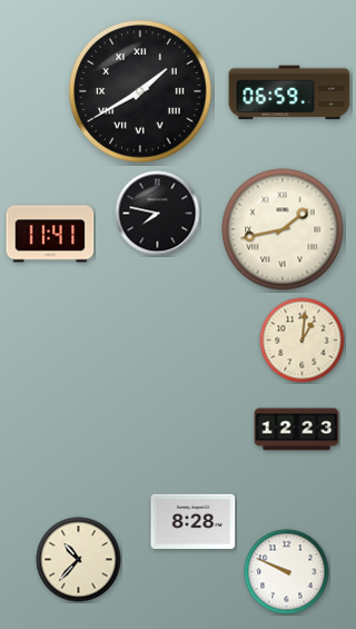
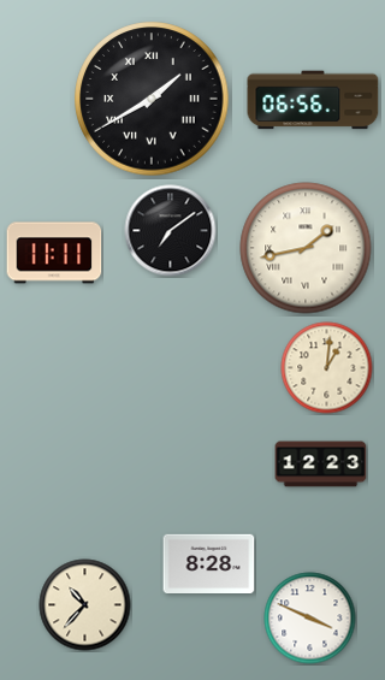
clock at (289, 92): 06:59 -> 06:56
clock at (158, 214): 7:47 -> 7:09
clock at (50, 234): 11:41 -> 11:11
clock at (287, 572): 9:49 -> 3:49
